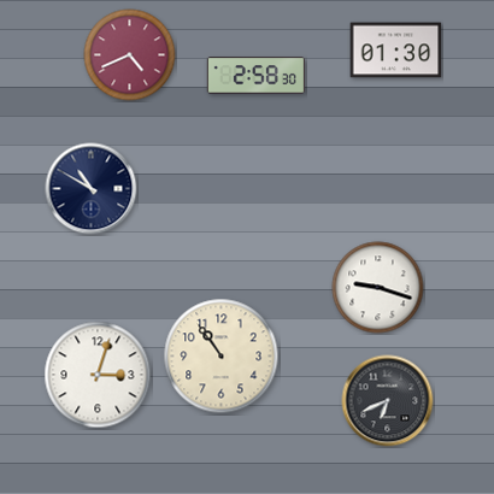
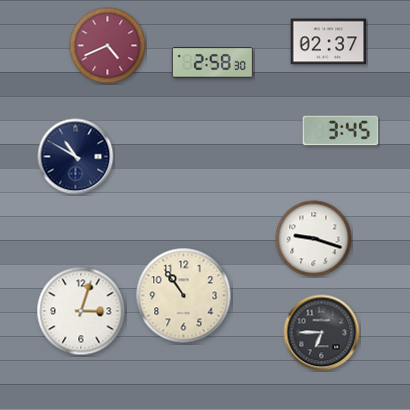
clock at (396, 51): 01:30 -> 02:37
clock at (341, 131): none -> 3:45
clock at (388, 401): 6:41 -> 6:45
